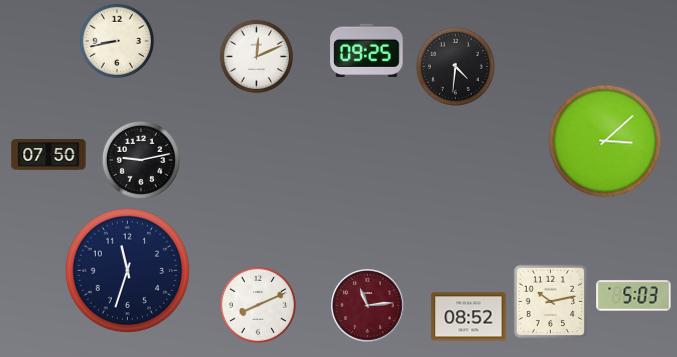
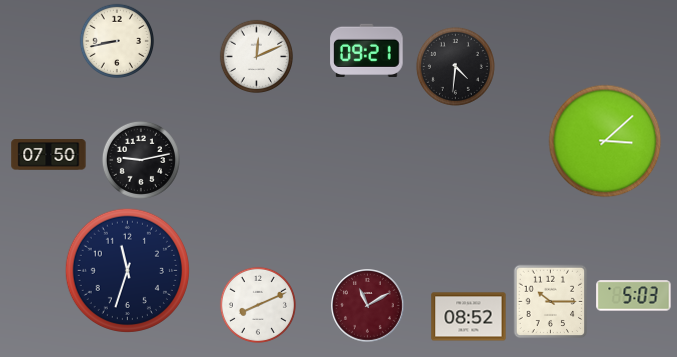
clock at (367, 50): 09:25 -> 09:21
clock at (551, 302): 10:13 -> 10:15
clock at (368, 306): 11:14 -> 11:10
